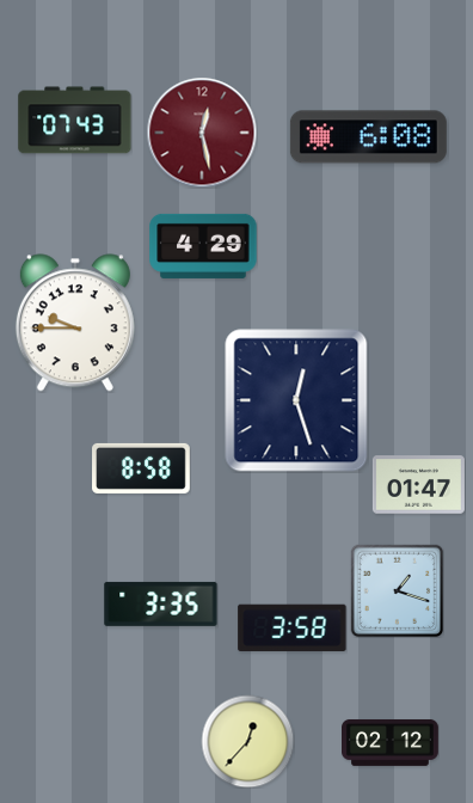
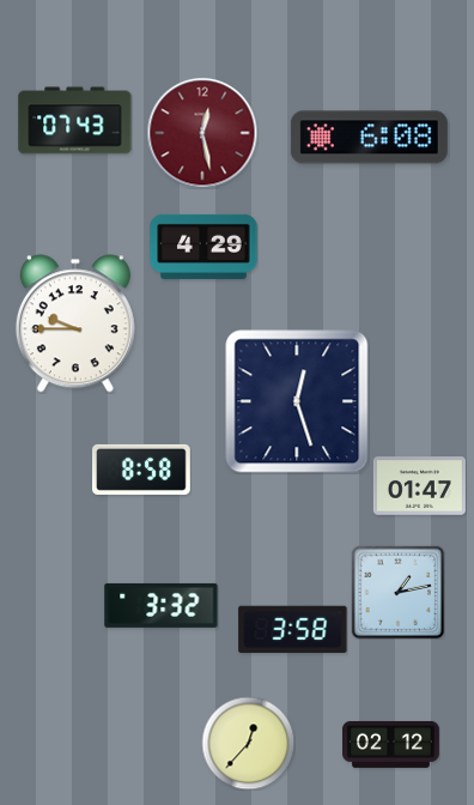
clock at (397, 590): 1:18 -> 1:13
clock at (161, 603): 3:35 -> 3:32
